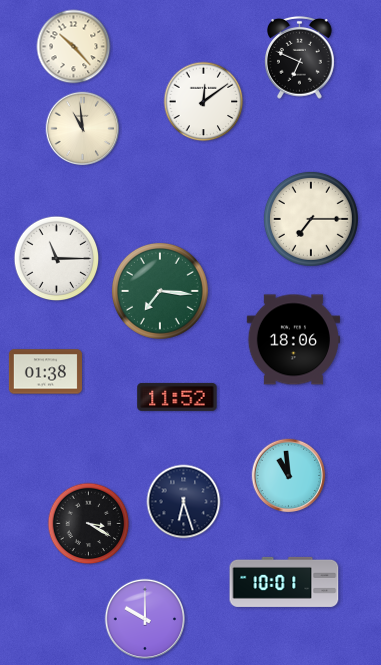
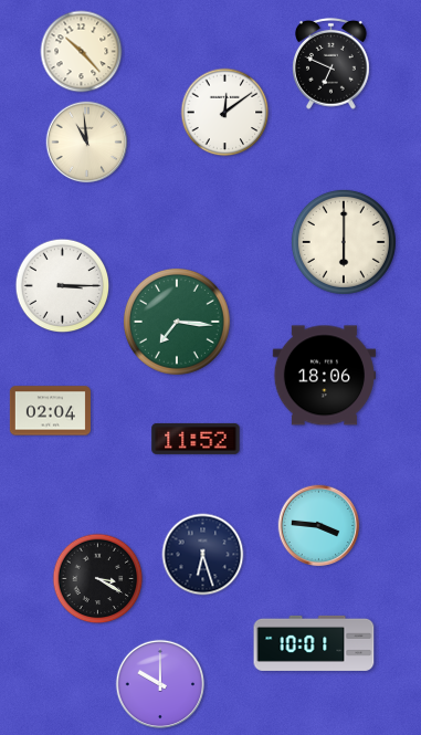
clock at (83, 129) position: (83, 129) -> (87, 143)
clock at (311, 219): 7:15 -> 6:00
clock at (57, 259): 11:15 -> 3:15
clock at (45, 372): 01:38 -> 02:04
clock at (289, 476): 10:59 -> 3:46
